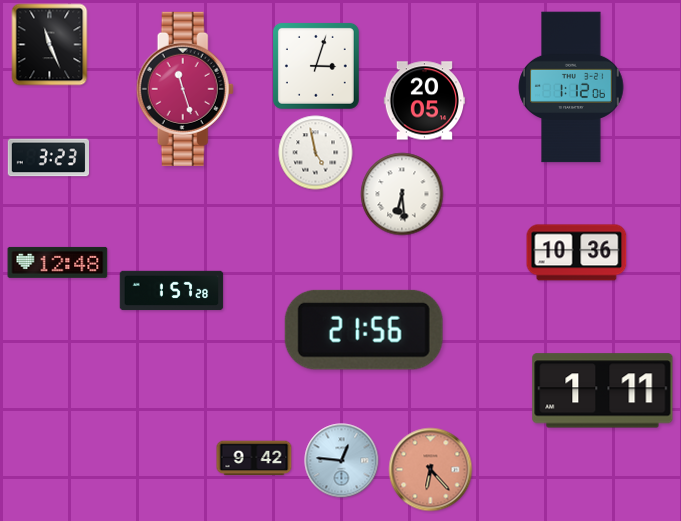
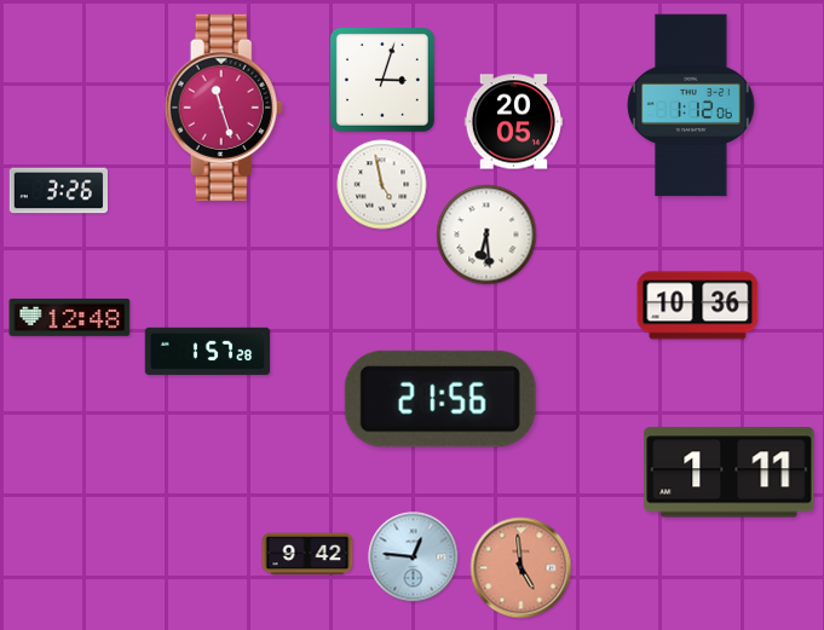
clock at (50, 45): 11:26 -> none
clock at (48, 158): 3:23 -> 3:26
clock at (431, 470): 6:23 -> 4:59
